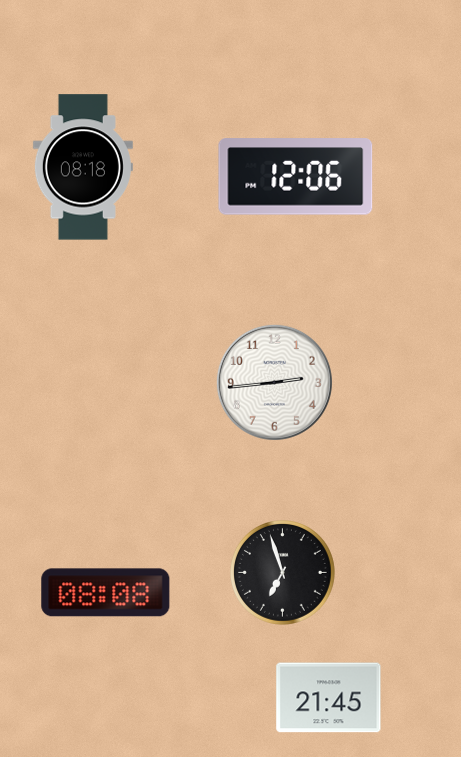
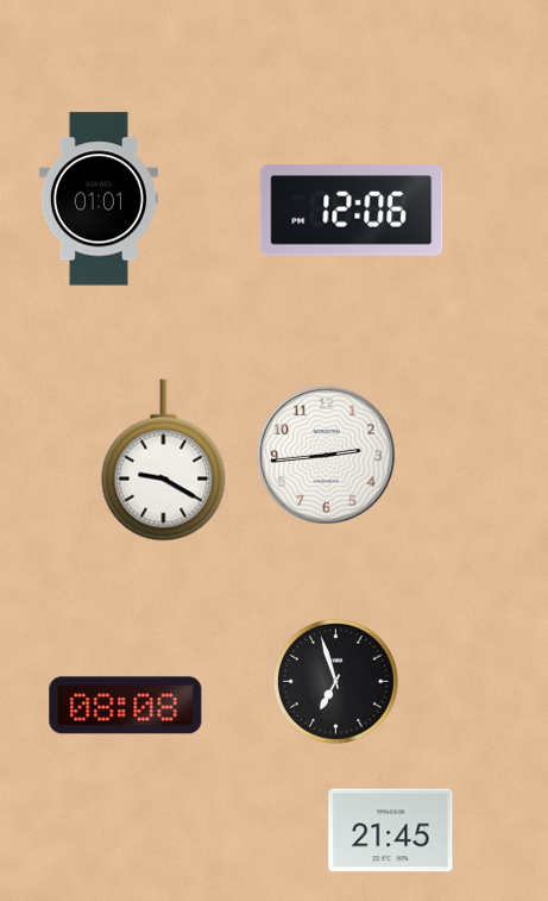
clock at (83, 167): 08:18 -> 01:01
clock at (164, 461): none -> 9:20
